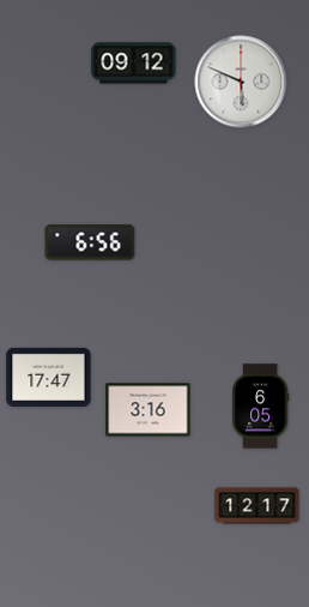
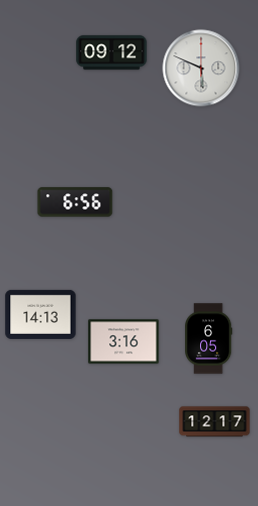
clock at (49, 377): 17:47 -> 14:13
clock at (260, 407) position: (260, 407) -> (208, 339)
